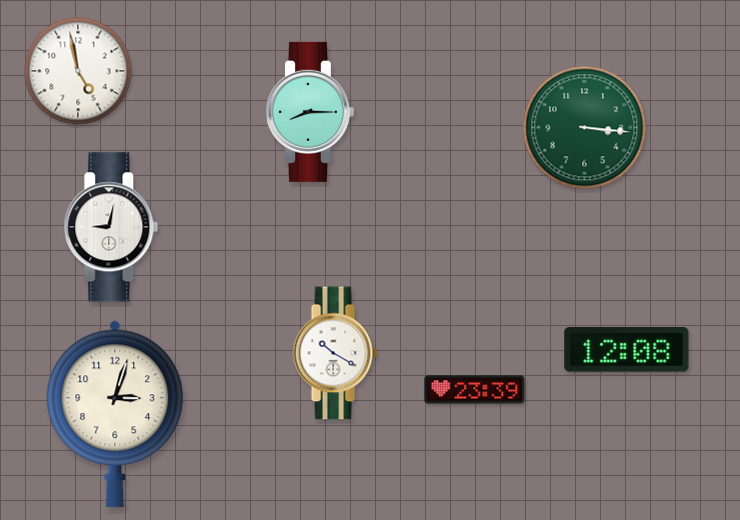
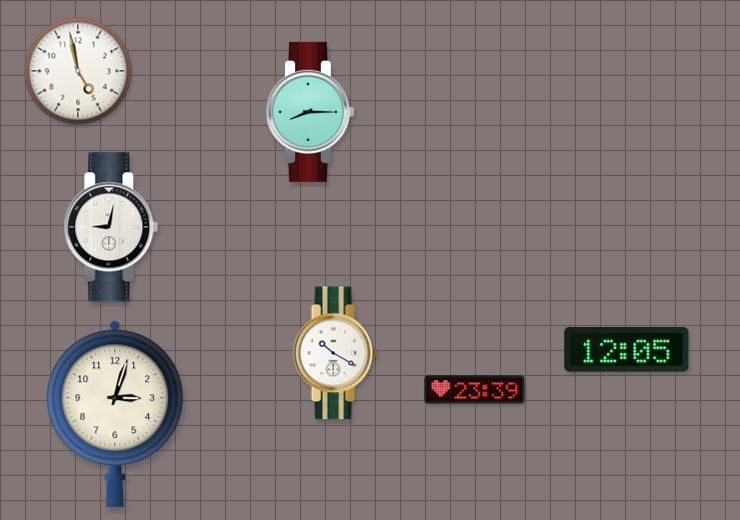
clock at (585, 128): 3:16 -> none
clock at (627, 350): 12:08 -> 12:05
